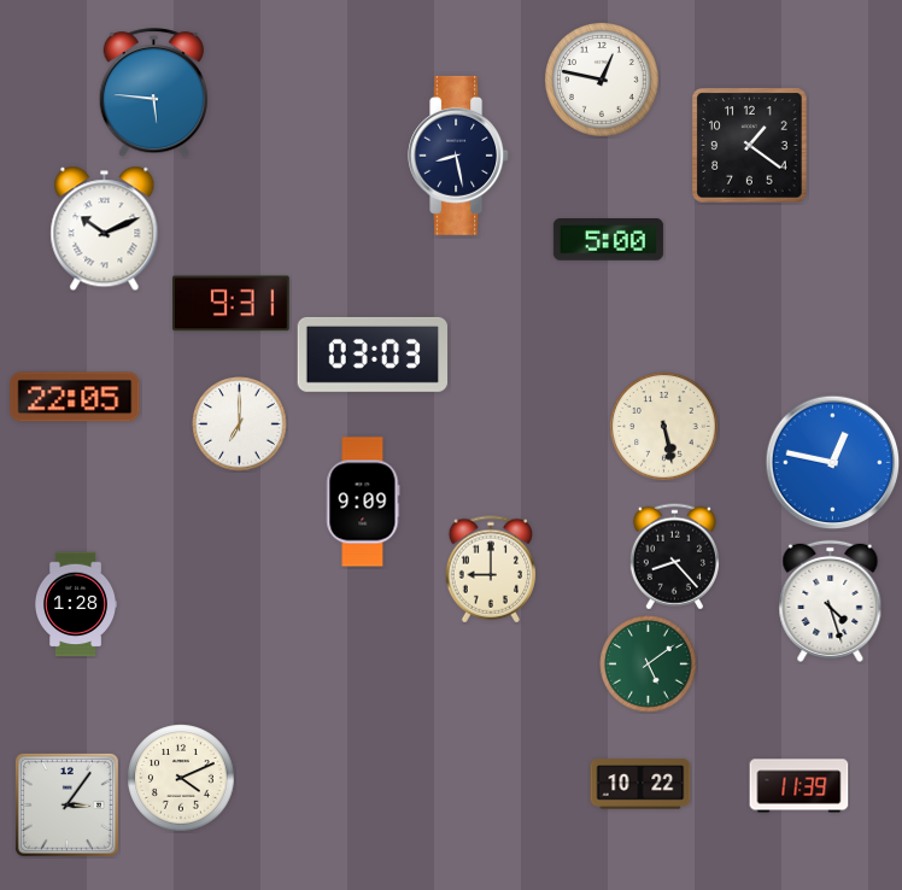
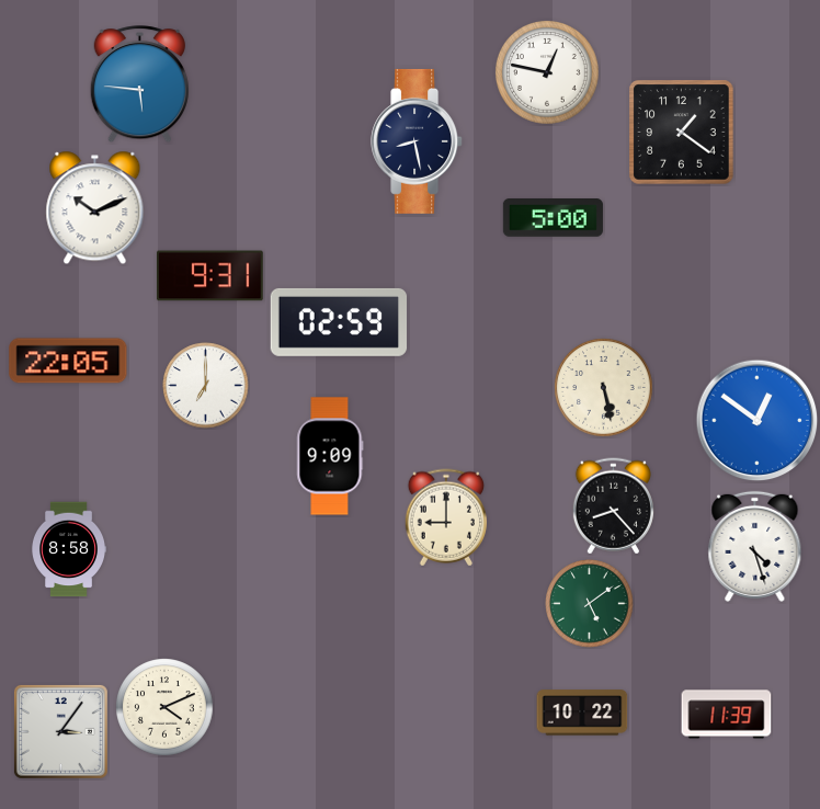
clock at (373, 355): 03:03 -> 02:59
clock at (240, 424) position: (240, 424) -> (206, 386)
clock at (833, 463): 12:47 -> 12:51
clock at (76, 604): 1:28 -> 8:58
